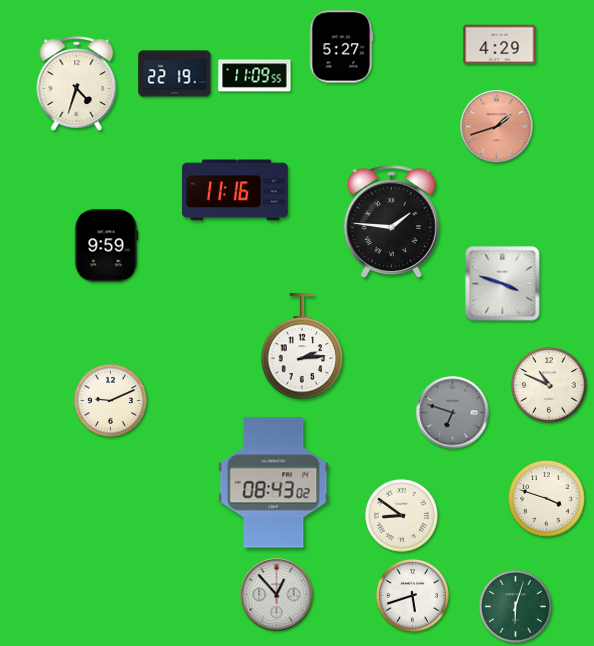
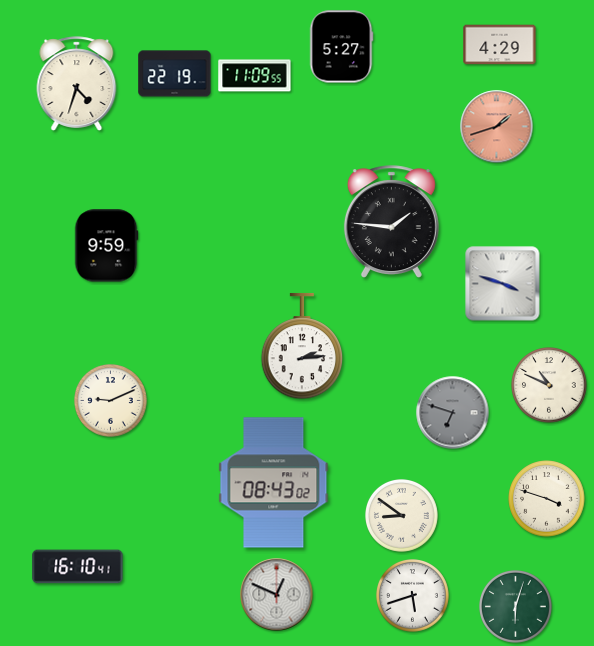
clock at (235, 190): 11:16 -> none
clock at (78, 567): none -> 16:10
clock at (277, 595): 12:53 -> 12:49
